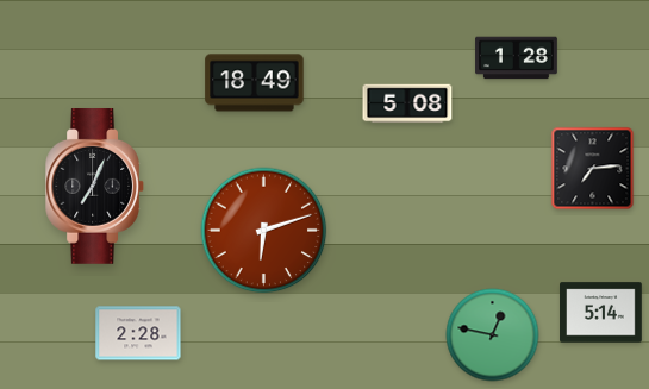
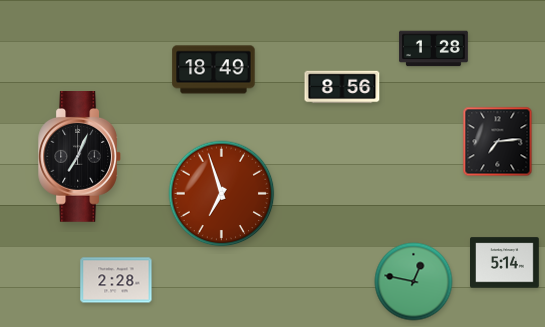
clock at (407, 103): 5:08 -> 8:56
clock at (264, 231): 6:12 -> 6:57
